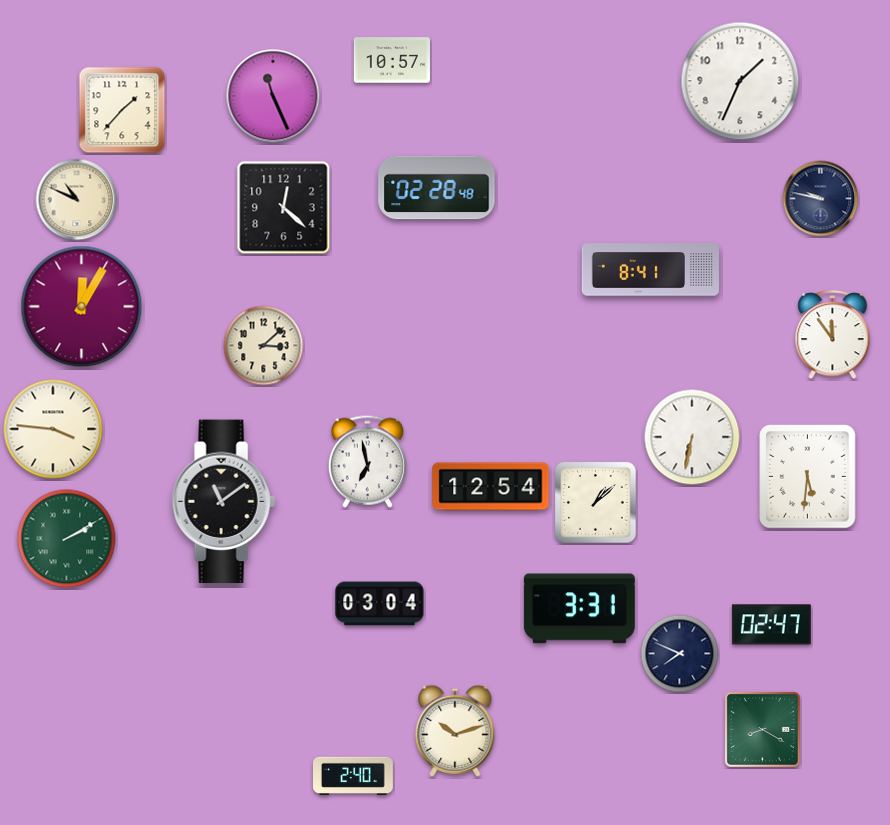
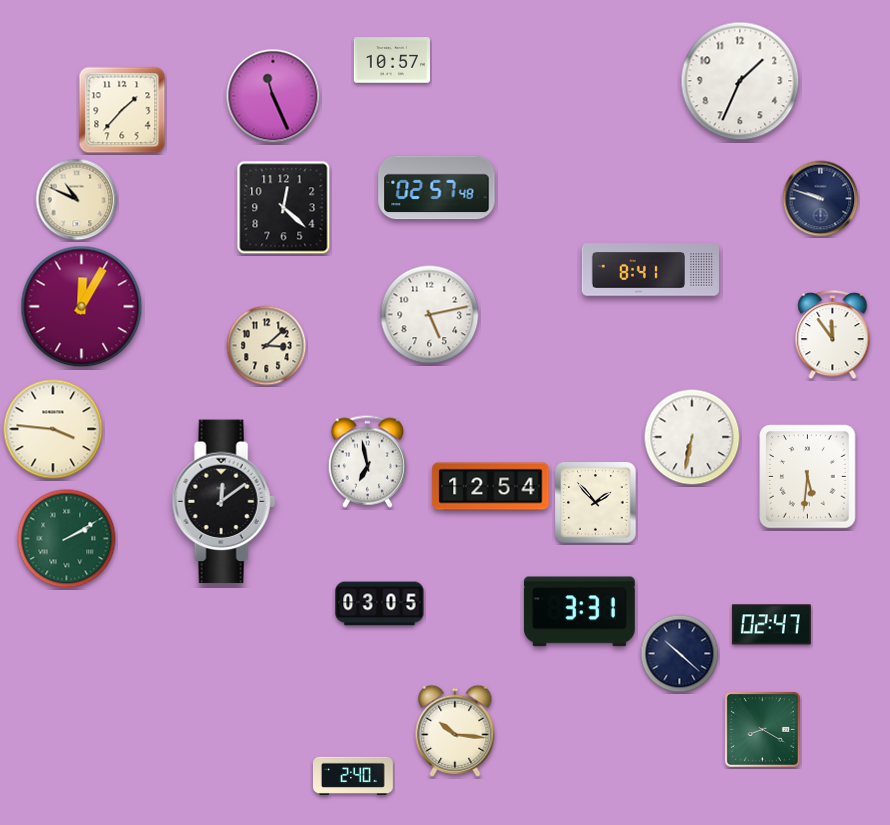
clock at (437, 188): 02:28 -> 02:57
clock at (821, 199): 9:47 -> 9:48
clock at (430, 315): none -> 5:13
clock at (264, 346) position: (264, 346) -> (267, 346)
clock at (223, 502): 11:09 -> 12:09
clock at (596, 503): 1:08 -> 1:53
clock at (380, 604): 03:04 -> 03:05
clock at (579, 609) position: (579, 609) -> (579, 612)
clock at (680, 654): 7:49 -> 10:22
clock at (455, 731): 10:12 -> 10:16
